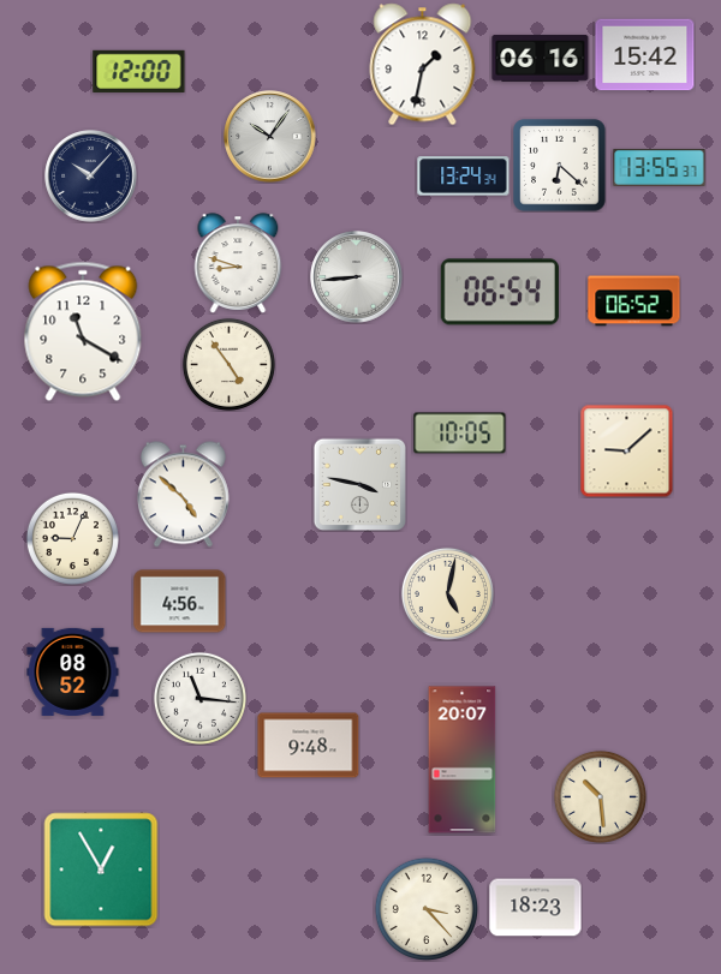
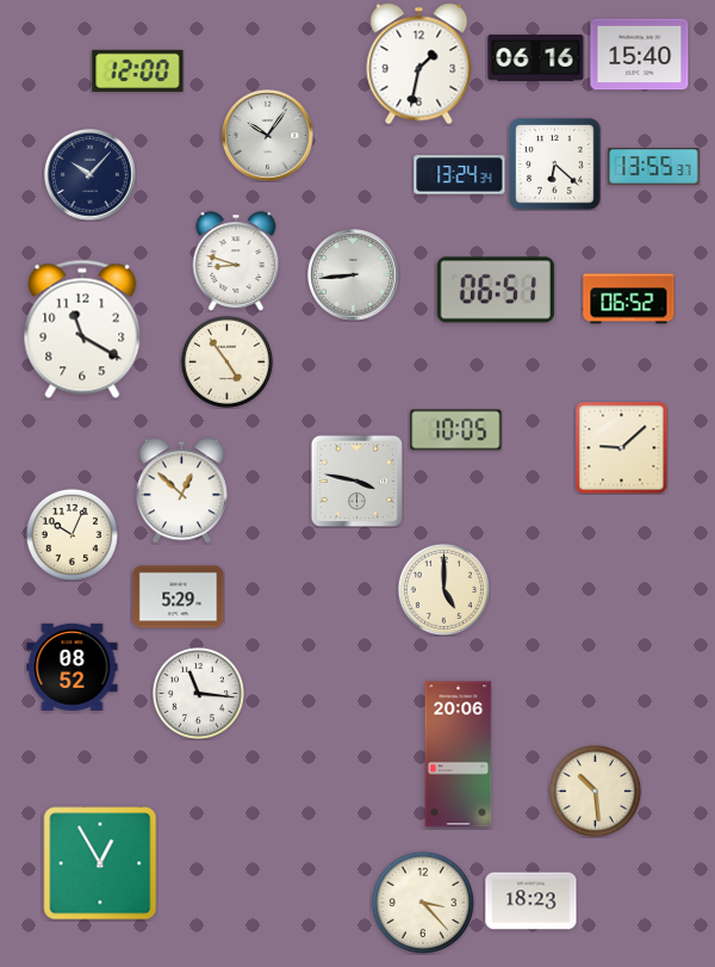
clock at (645, 55): 15:42 -> 15:40
clock at (500, 292): 06:54 -> 06:51
clock at (183, 495): 4:52 -> 12:52
clock at (72, 538): 9:04 -> 10:04
clock at (447, 593): 5:02 -> 5:00
clock at (180, 602): 4:56 -> 5:29
clock at (309, 746): 9:48 -> none
clock at (463, 760): 20:07 -> 20:06
